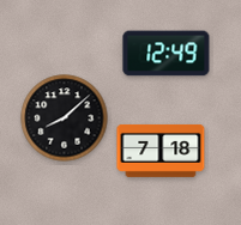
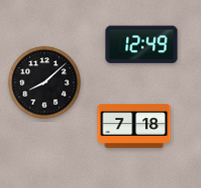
clock at (167, 54) position: (167, 54) -> (142, 45)
clock at (65, 118) position: (65, 118) -> (45, 83)
